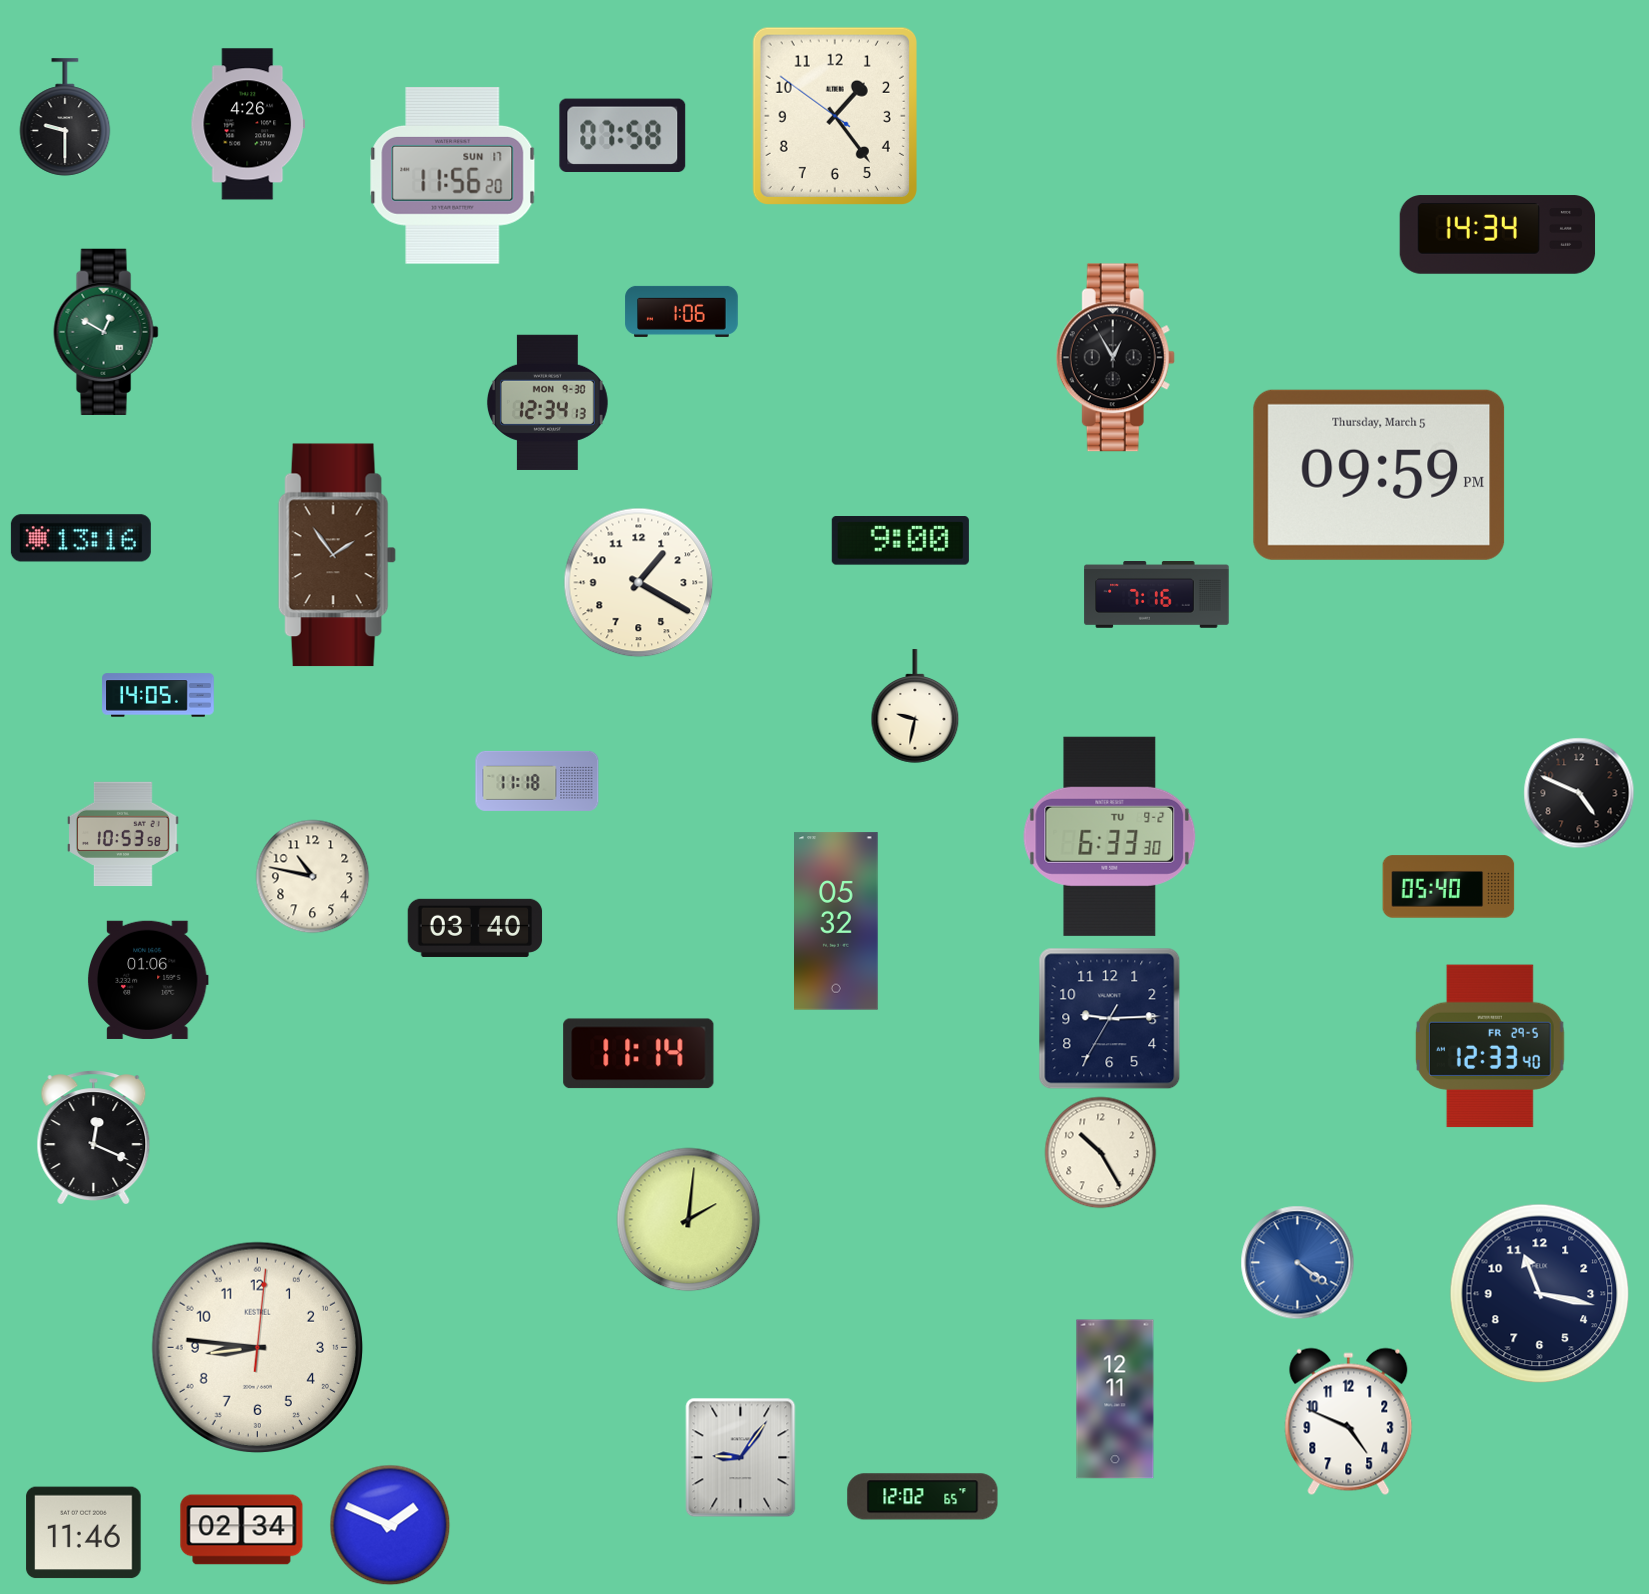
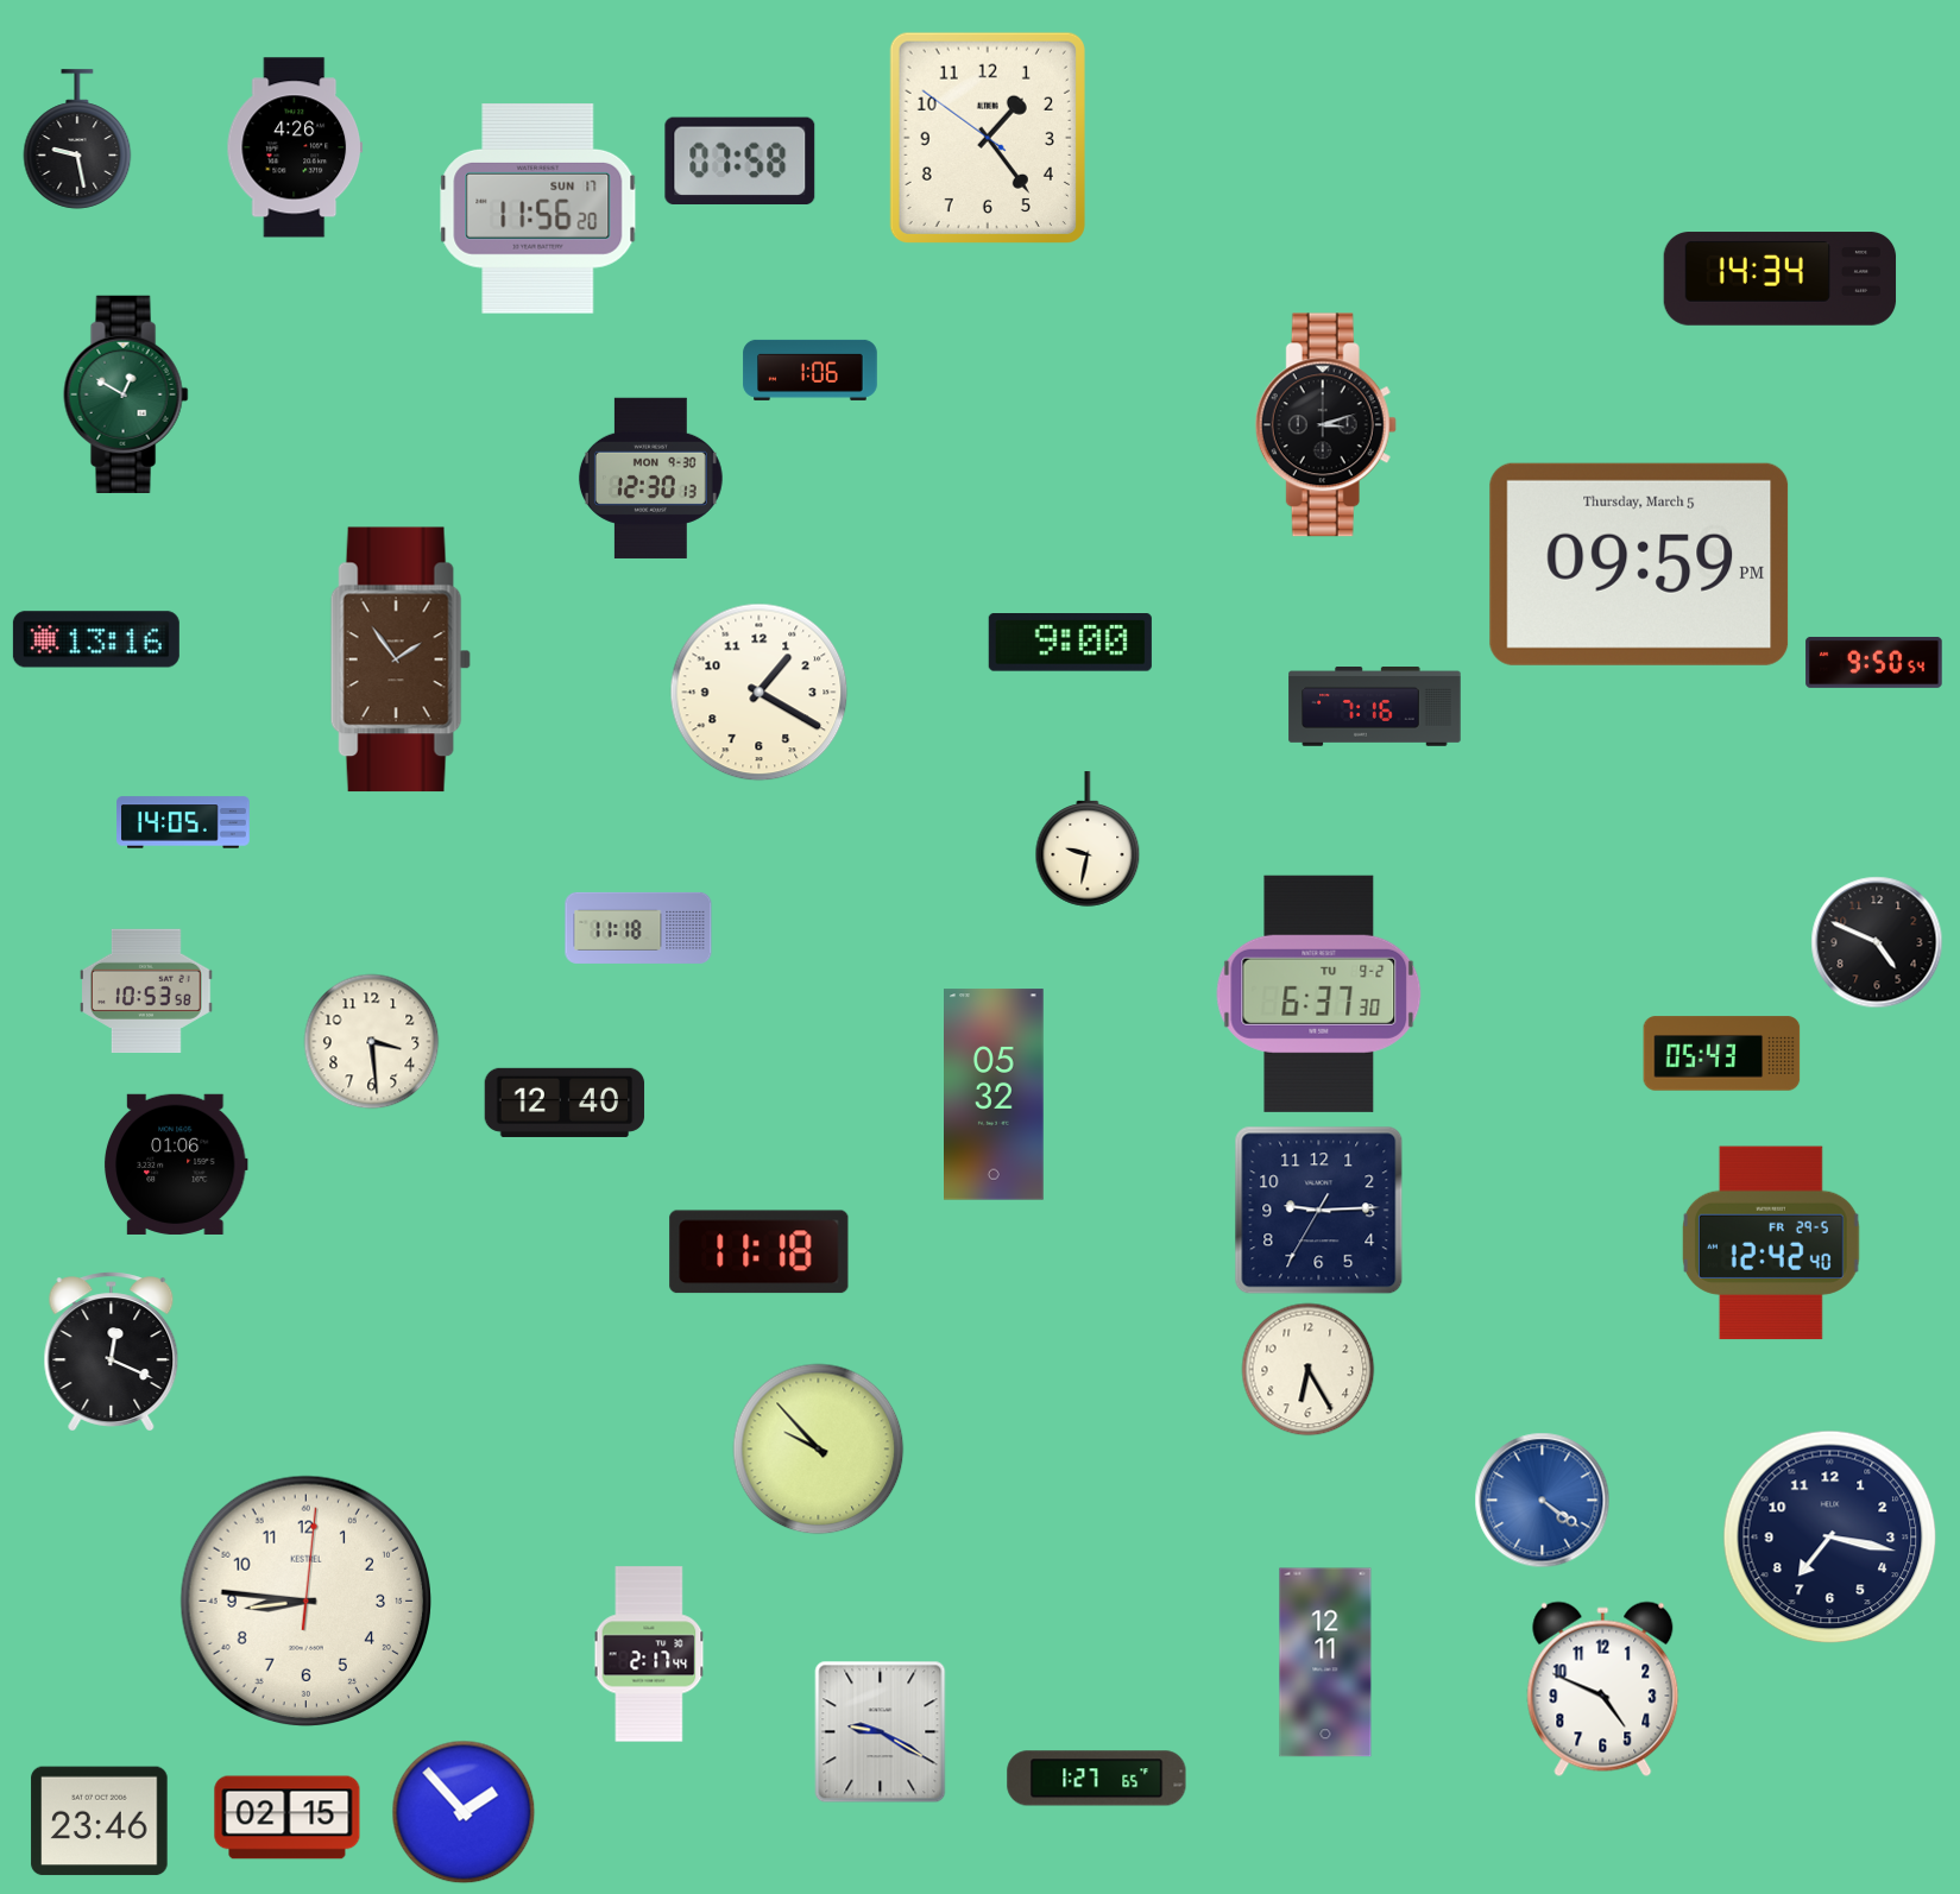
clock at (835, 116) position: (835, 116) -> (988, 138)
clock at (65, 117): 9:30 -> 9:28
clock at (1115, 358): 12:55 -> 3:12
clock at (547, 402): 12:34 -> 12:30
clock at (1874, 662): none -> 9:50
clock at (158, 695) position: (158, 695) -> (183, 822)
clock at (1110, 836): 6:33 -> 6:37
clock at (313, 877): 10:47 -> 3:29
clock at (1449, 887): 05:40 -> 05:43
clock at (475, 928): 03:40 -> 12:40
clock at (1490, 1046): 12:33 -> 12:42
clock at (639, 1054): 11:14 -> 11:18
clock at (1101, 1153): 10:25 -> 6:25
clock at (689, 1220): 2:01 -> 9:53
clock at (1540, 1294): 11:17 -> 7:17
clock at (649, 1654): none -> 2:17
clock at (741, 1458): 9:06 -> 9:20
clock at (923, 1497): 12:02 -> 1:27
clock at (390, 1525): 1:49 -> 1:53
clock at (242, 1530): 02:34 -> 02:15
clock at (84, 1533): 11:46 -> 23:46
